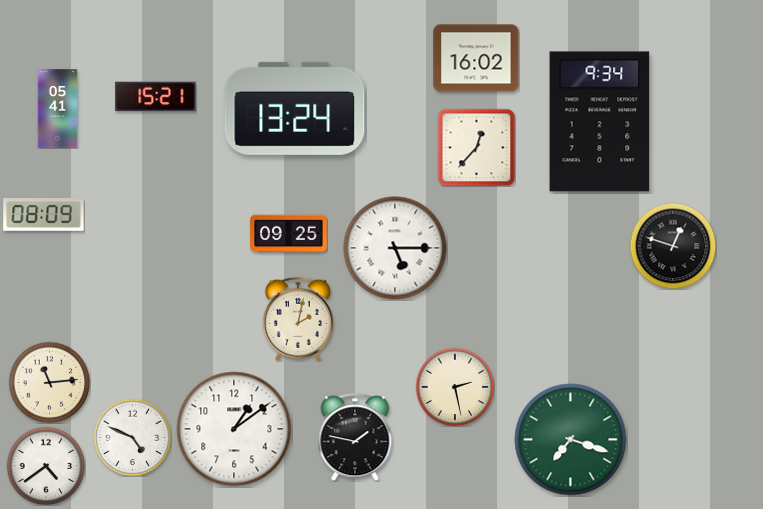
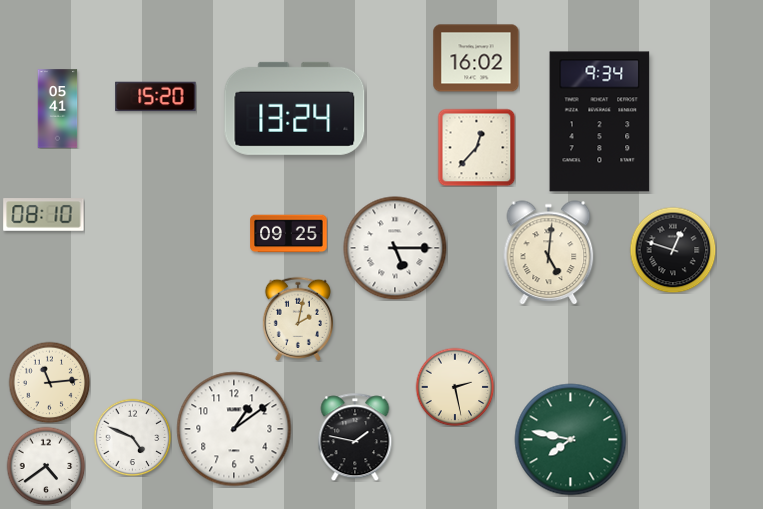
clock at (156, 97): 15:21 -> 15:20
clock at (44, 215): 08:09 -> 08:10
clock at (673, 246) position: (673, 246) -> (673, 250)
clock at (549, 253): none -> 5:01
clock at (571, 440): 7:18 -> 7:47
